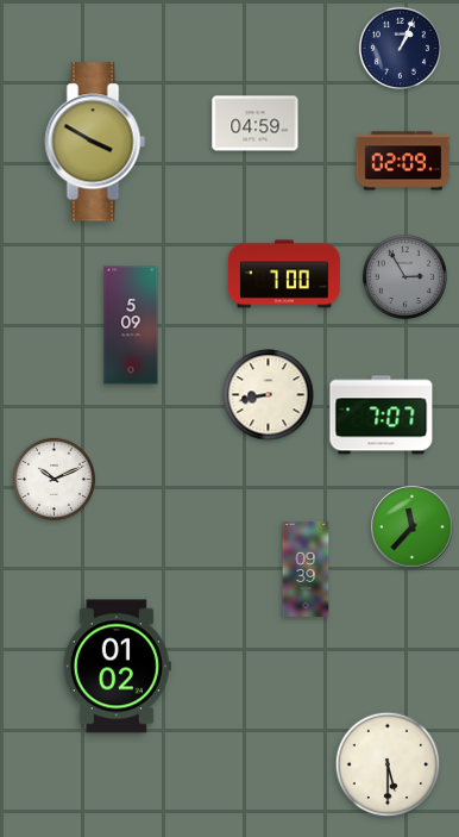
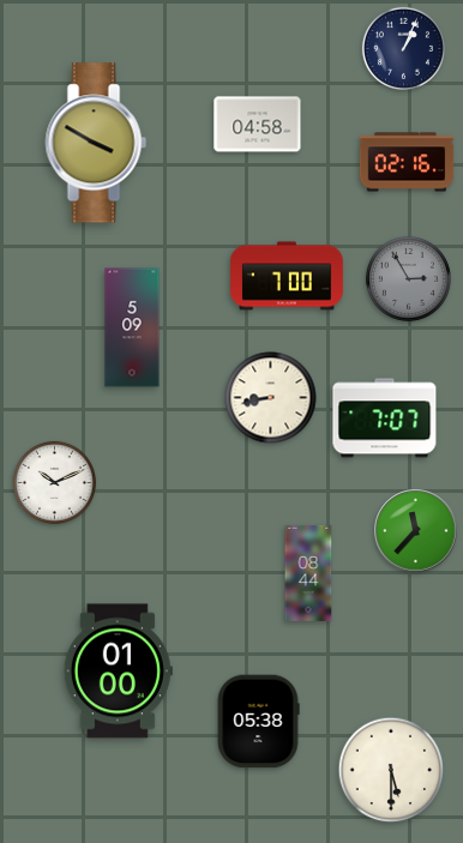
clock at (256, 124): 04:59 -> 04:58
clock at (403, 161): 02:09 -> 02:16
clock at (306, 569): 09:39 -> 08:44
clock at (117, 667): 01:02 -> 01:00
clock at (258, 722): none -> 05:38
